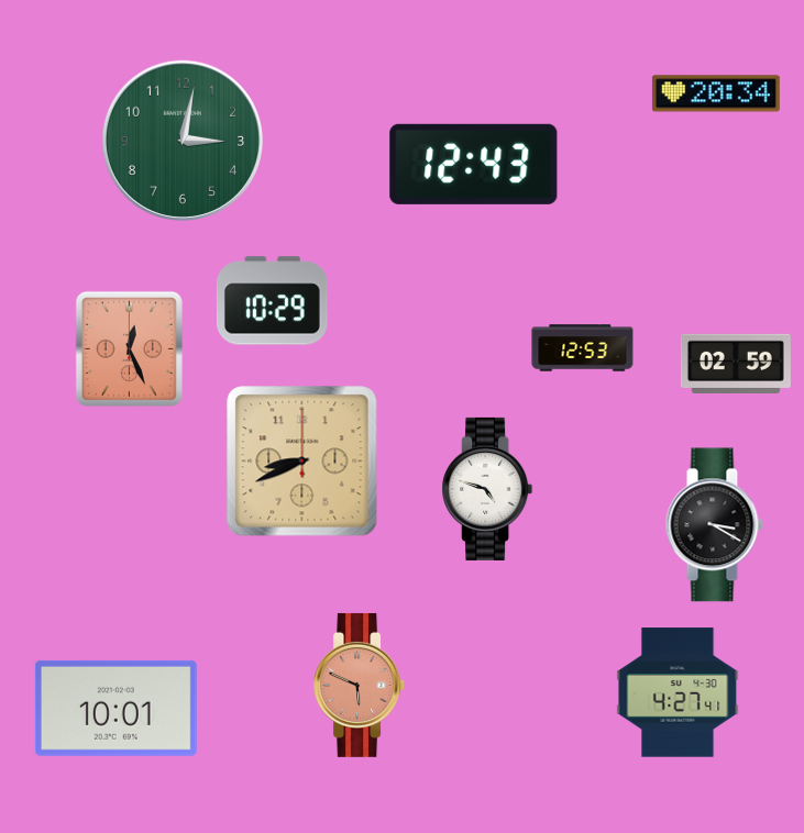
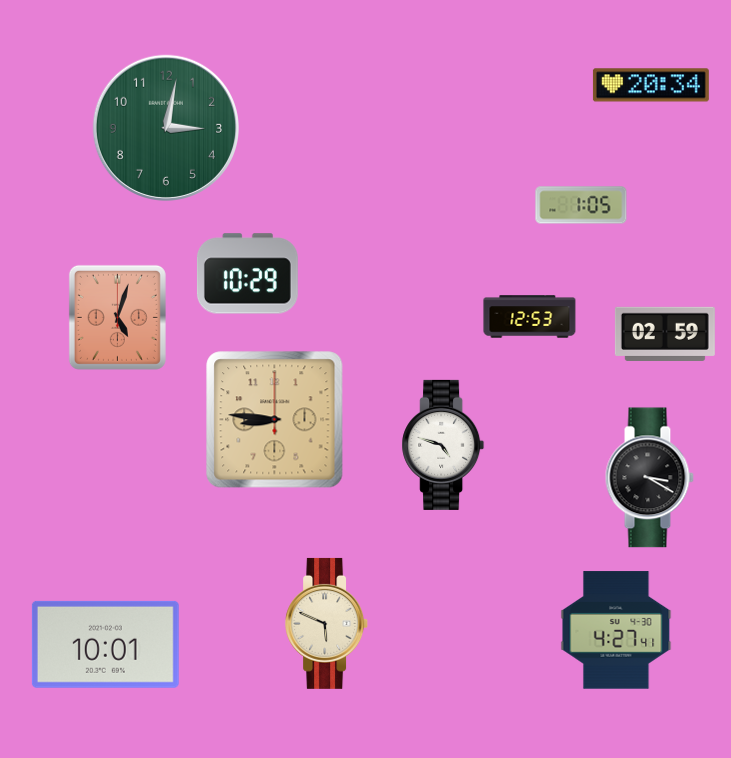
clock at (474, 164): 12:43 -> none
clock at (581, 205): none -> 1:05
clock at (129, 348): 12:26 -> 5:03
clock at (736, 364) position: (736, 364) -> (665, 334)
clock at (302, 462): 8:41 -> 8:46
clock at (360, 685) dial: salmon -> cream
